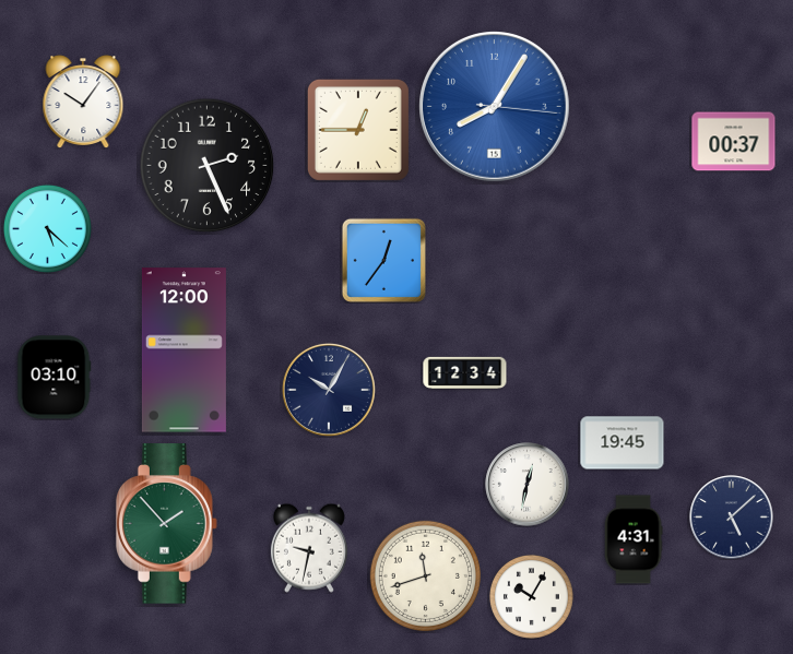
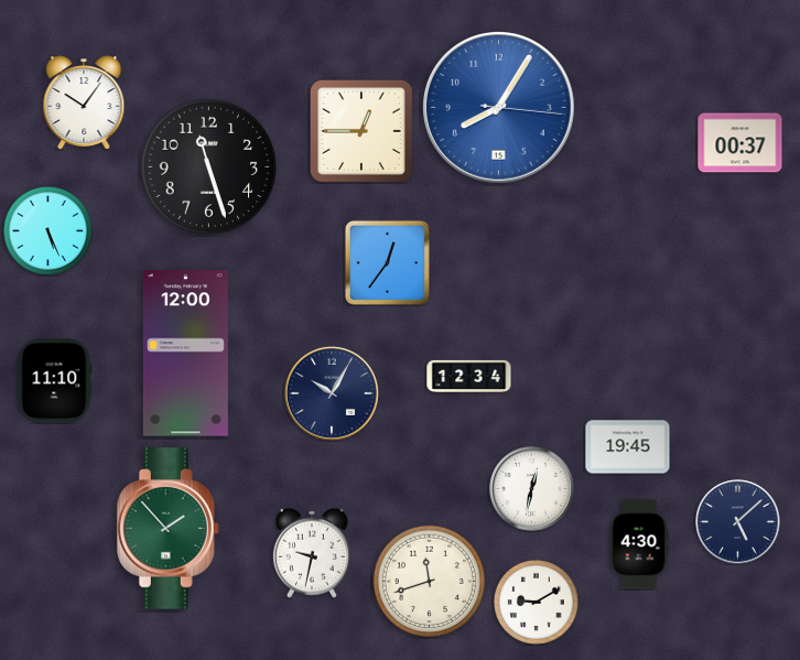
clock at (208, 166): 2:26 -> 11:27
clock at (47, 228): 5:22 -> 5:26
clock at (54, 378): 03:10 -> 11:10
clock at (634, 539): 4:31 -> 4:30
clock at (531, 596): 10:05 -> 9:10
